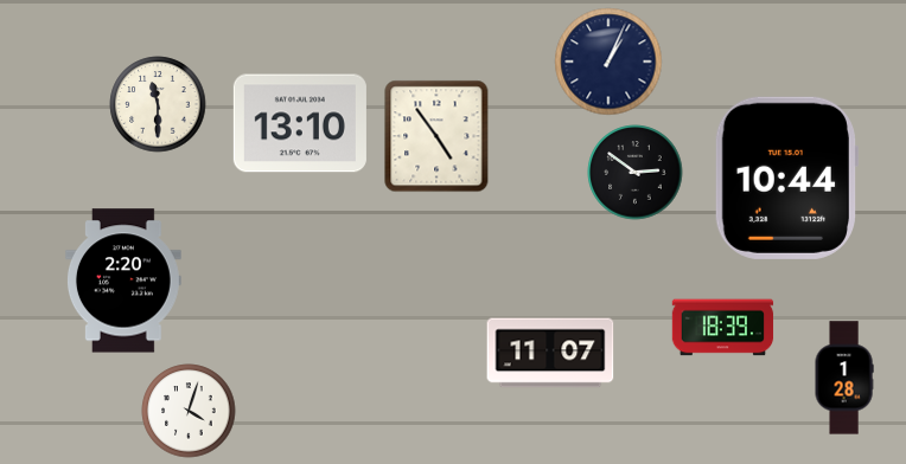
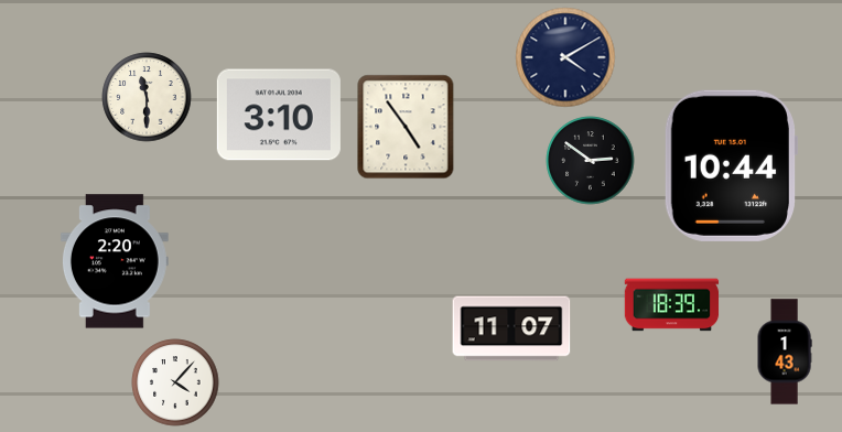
clock at (608, 62): 1:04 -> 4:10
clock at (300, 123): 13:10 -> 3:10
clock at (844, 378): 1:28 -> 1:43
clock at (189, 411): 4:03 -> 4:07
